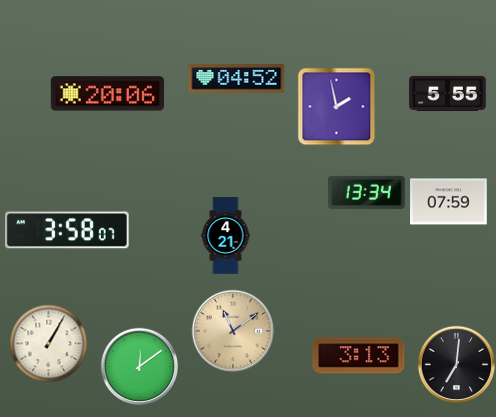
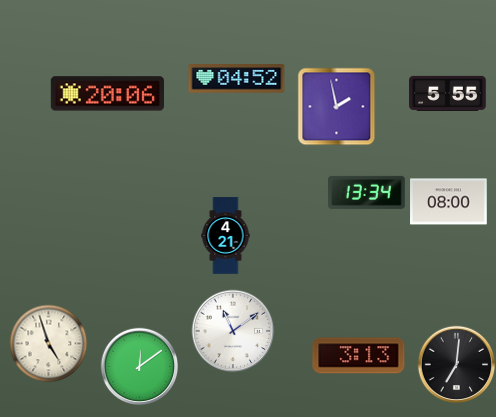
clock at (449, 202): 07:59 -> 08:00
clock at (68, 230): 3:58 -> none
clock at (233, 331) dial: champagne -> white
clock at (48, 343): 1:05 -> 4:57
